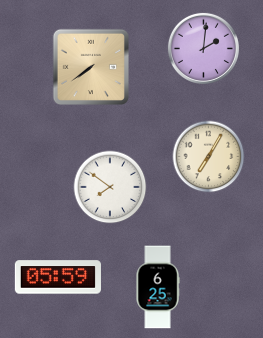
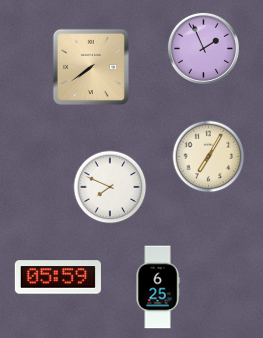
clock at (203, 48): 2:01 -> 1:56
clock at (110, 187): 7:51 -> 7:49
